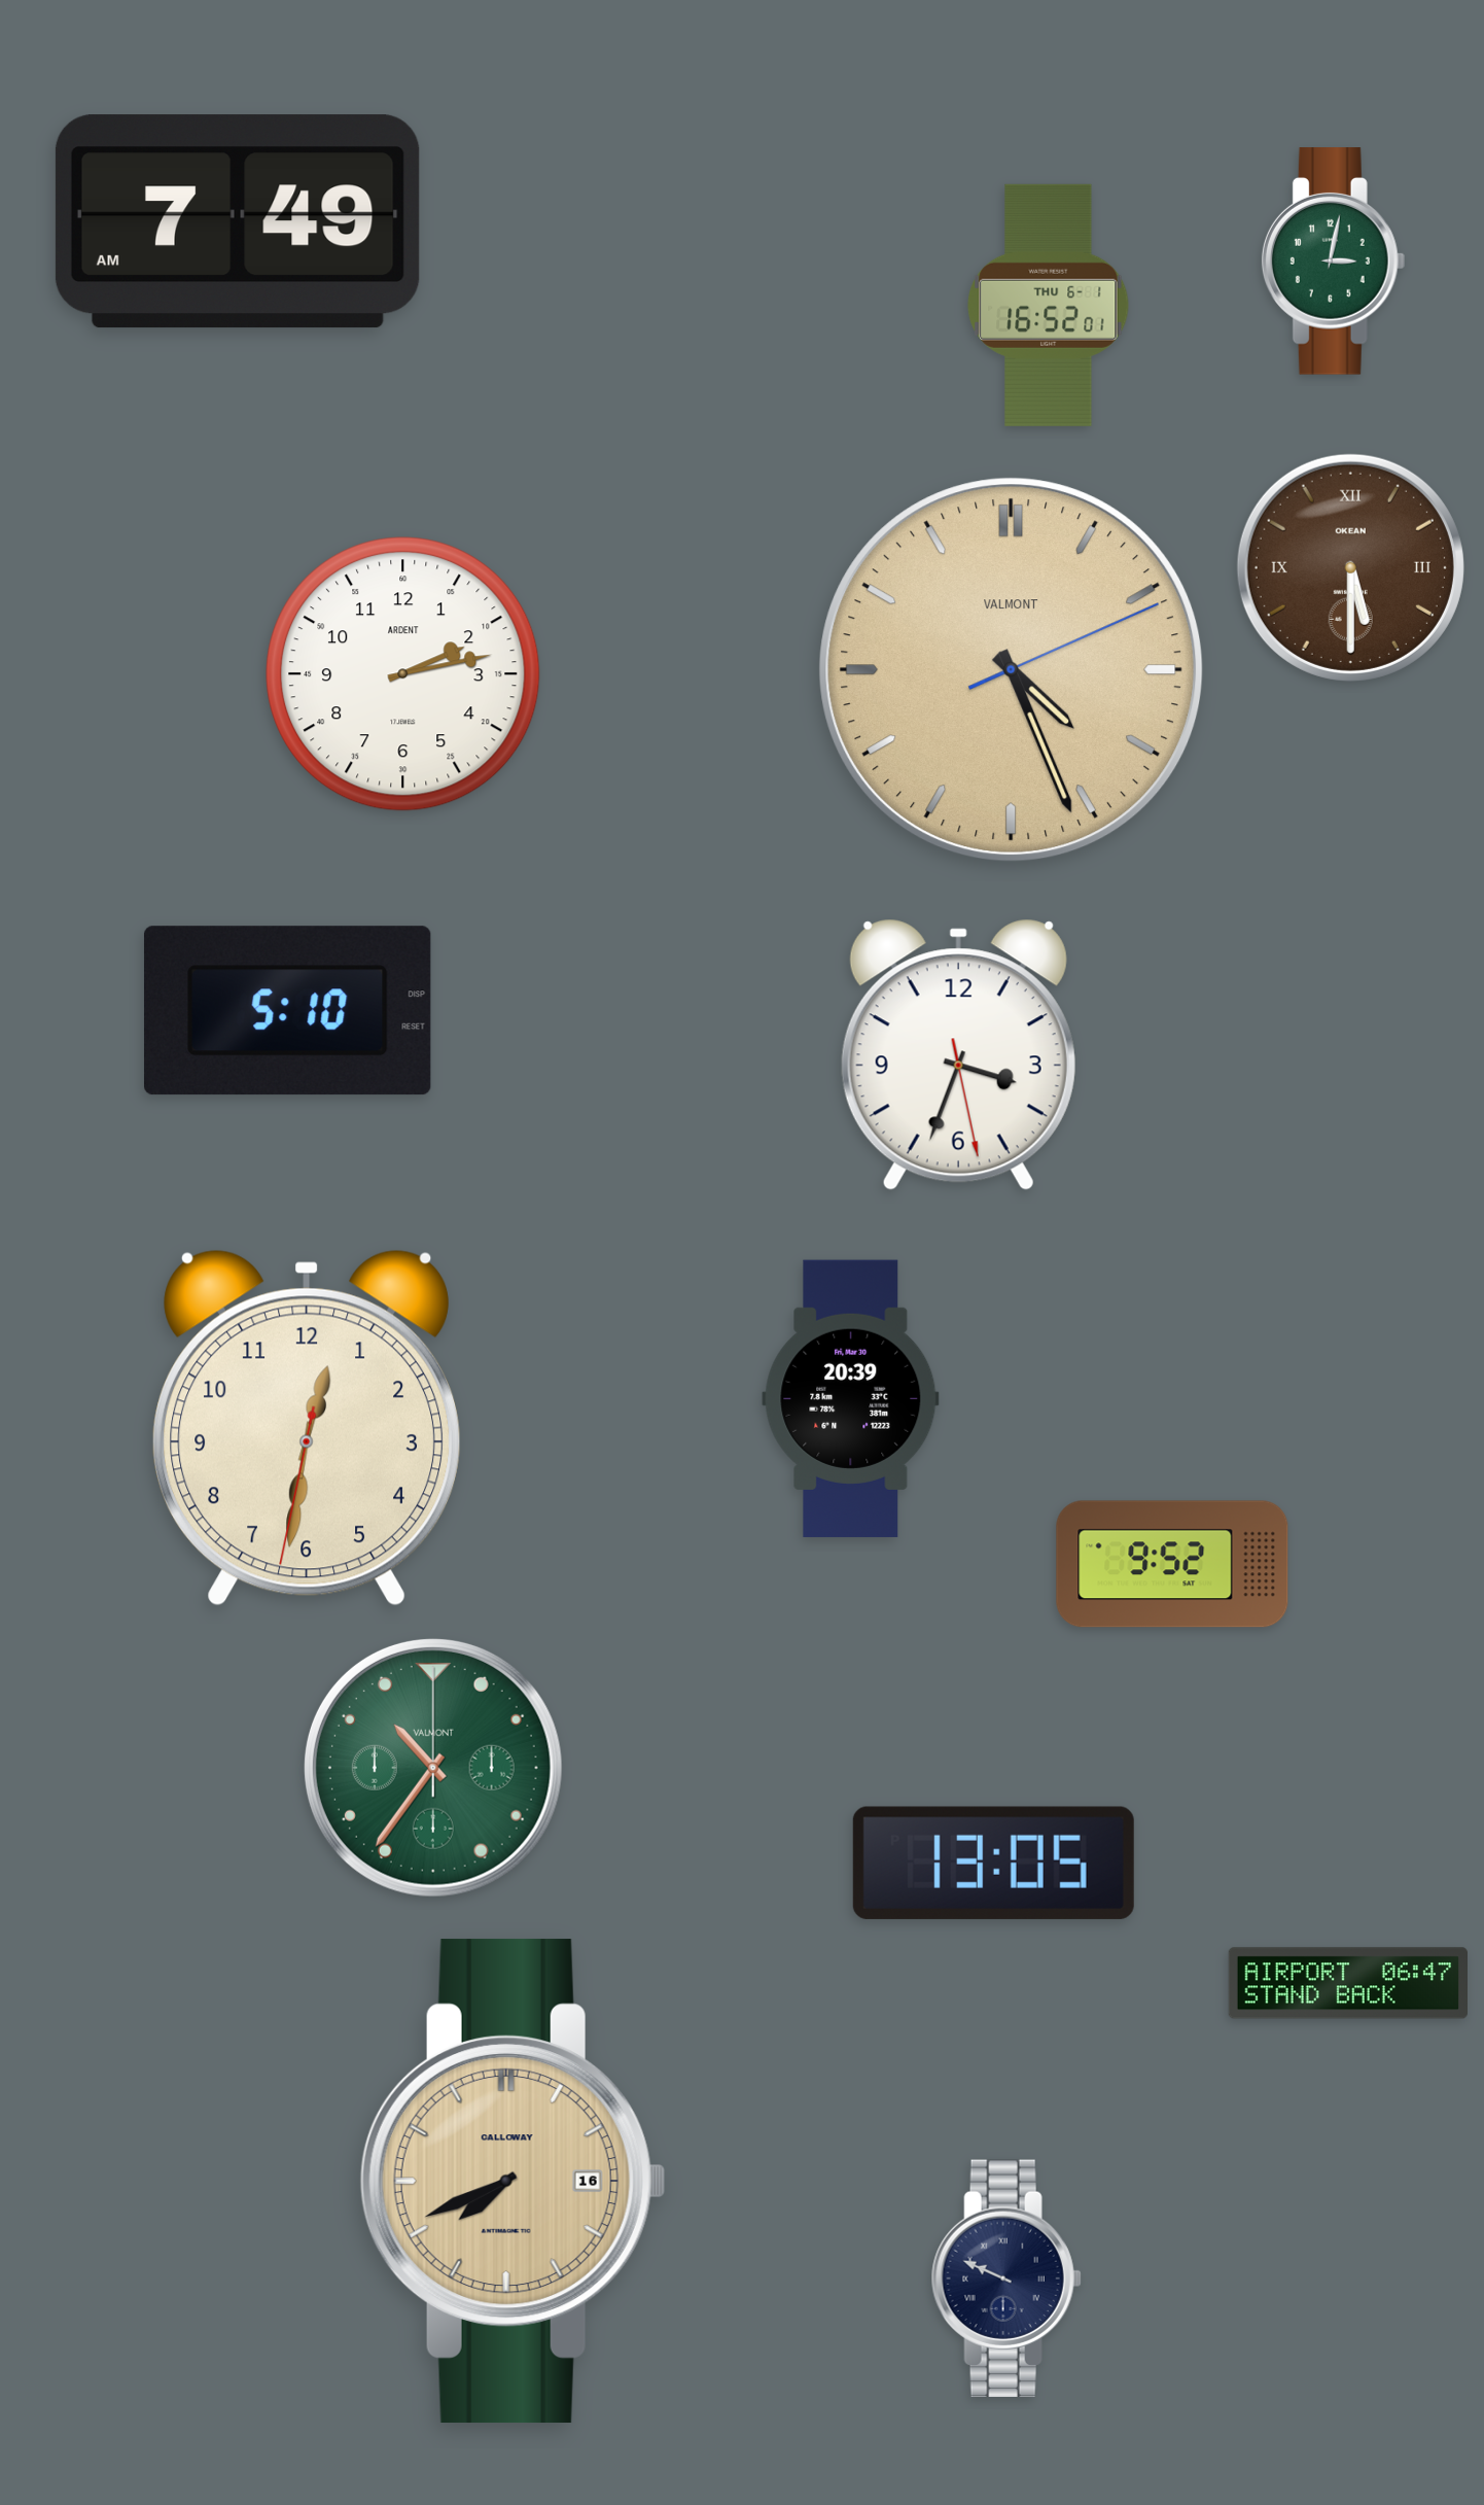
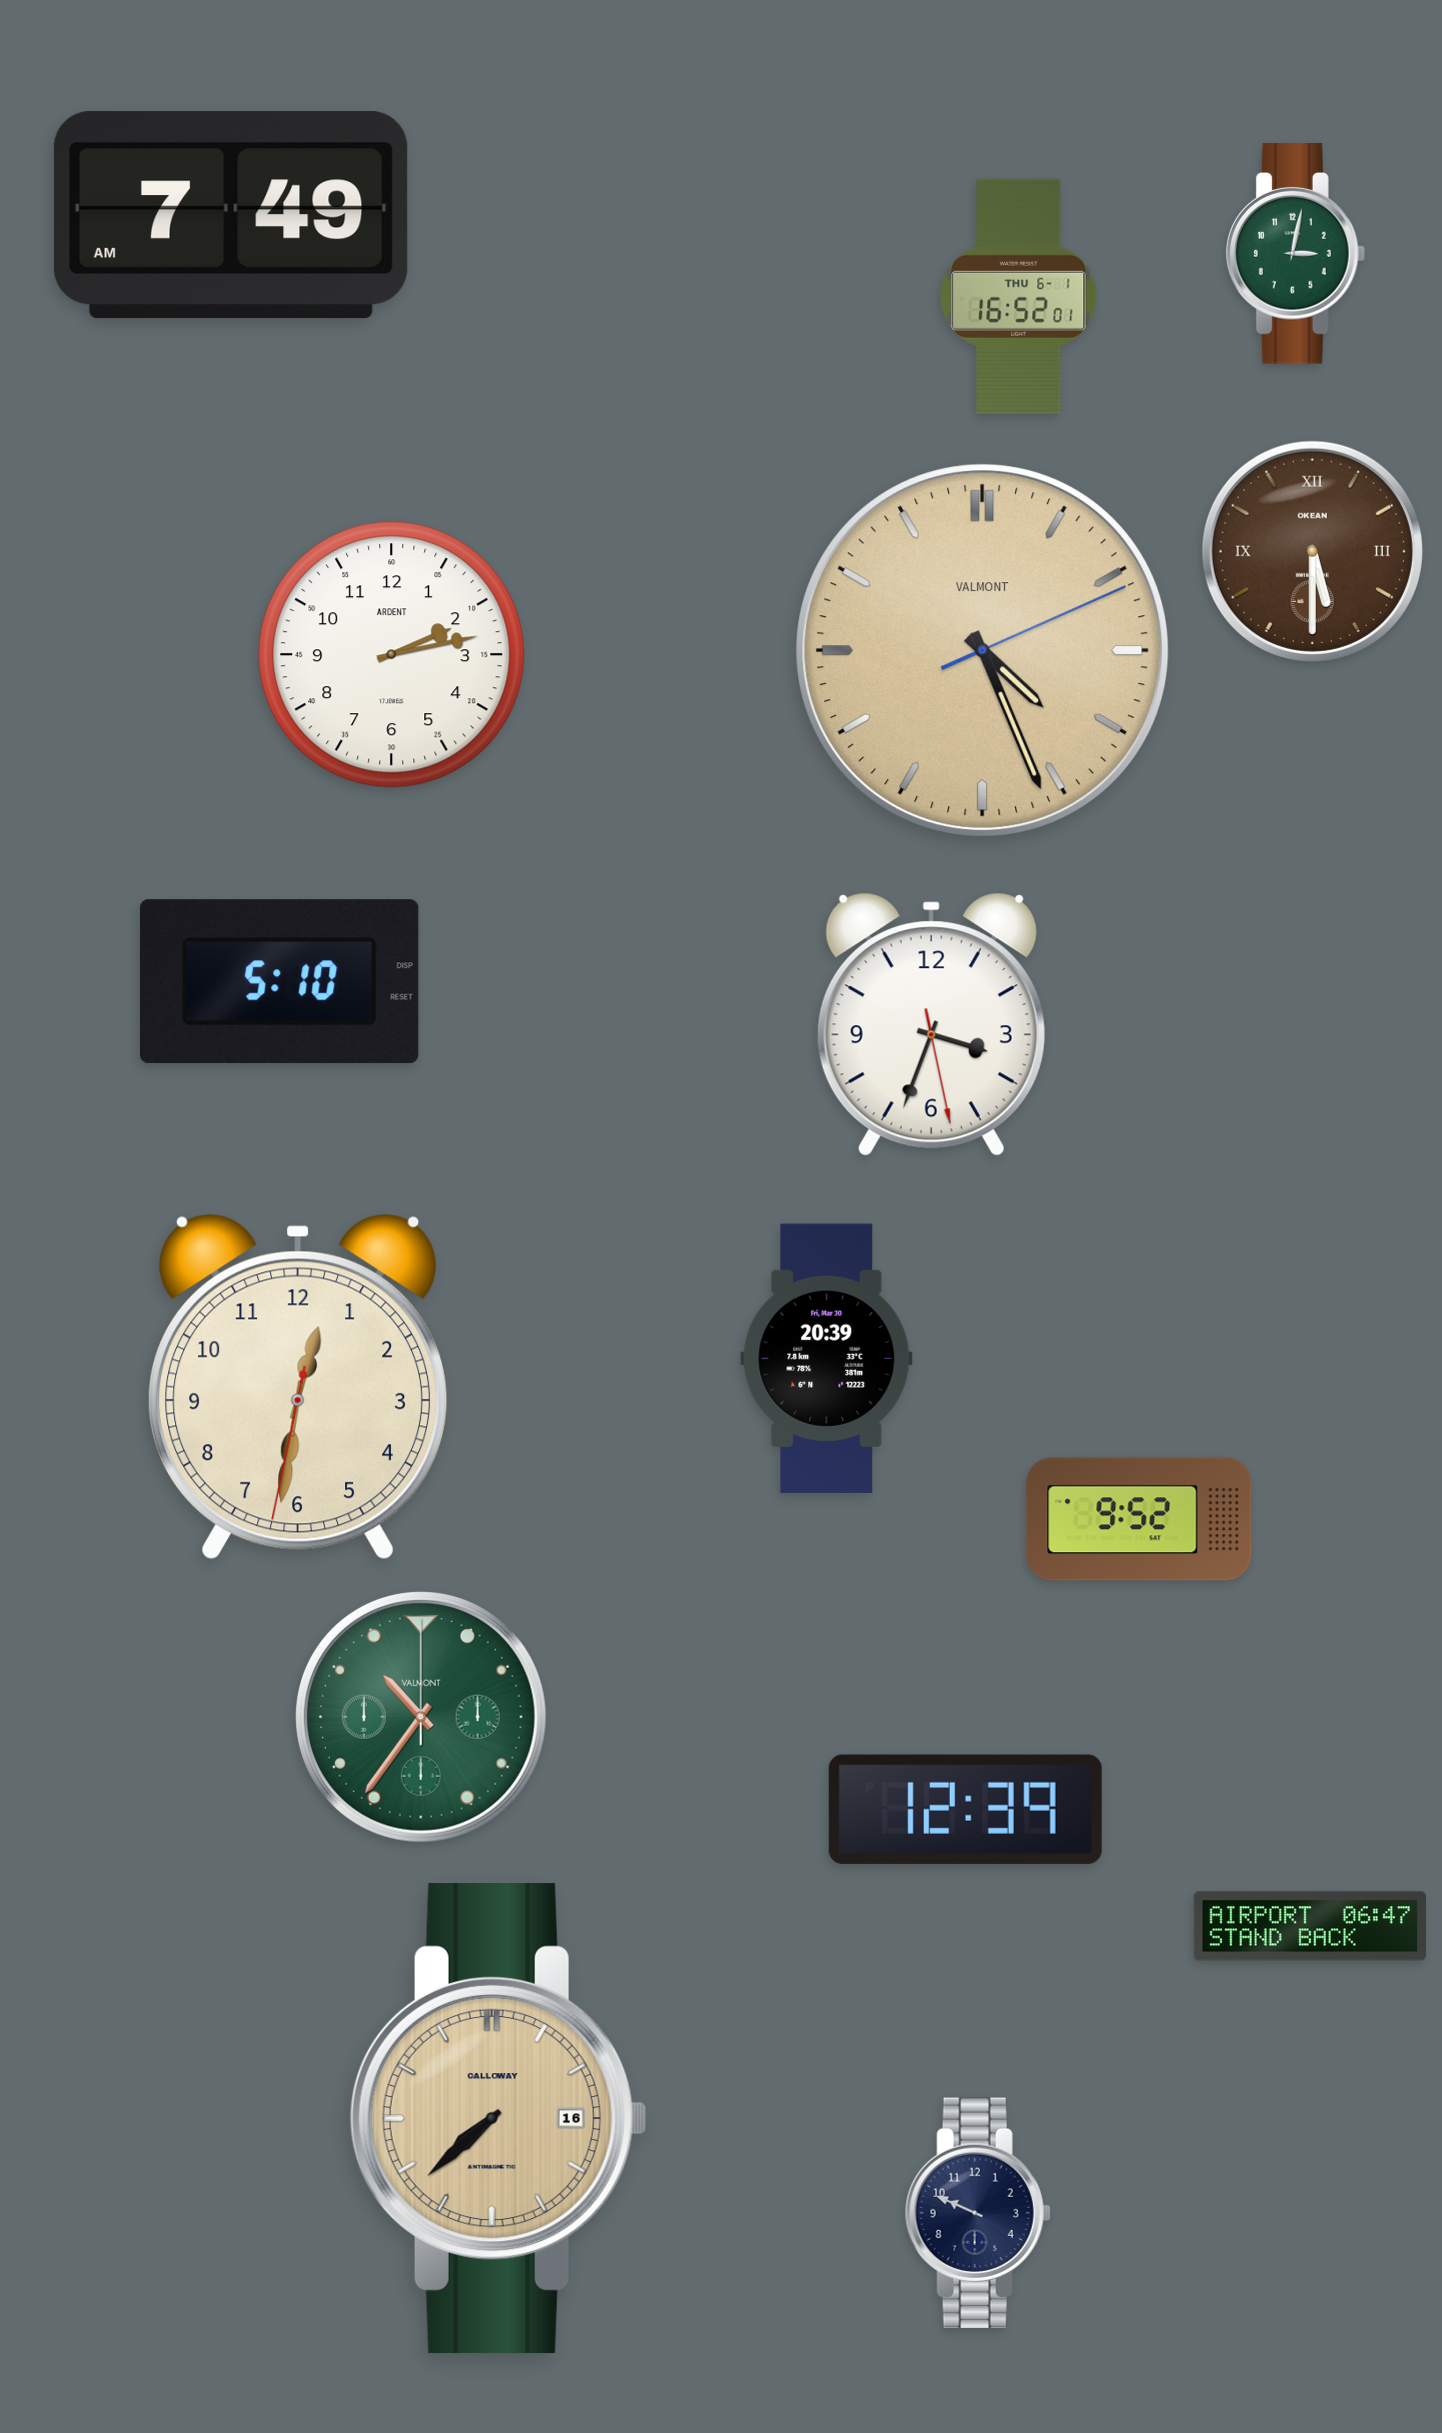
clock at (993, 1863): 13:05 -> 12:39
clock at (513, 2182): 7:41 -> 7:38
clock at (1006, 2277) numerals: Roman -> Arabic
